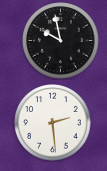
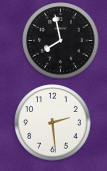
clock at (61, 41): 9:58 -> 7:58
